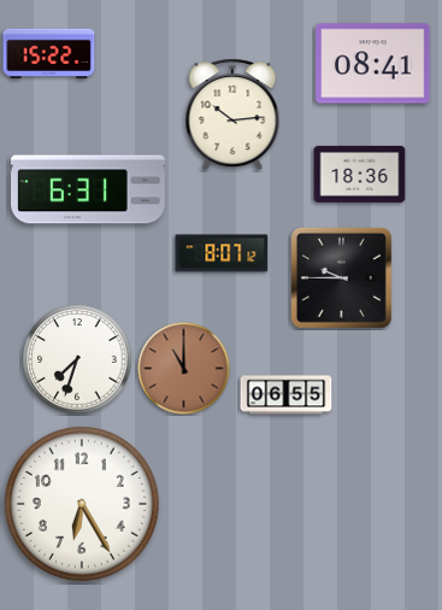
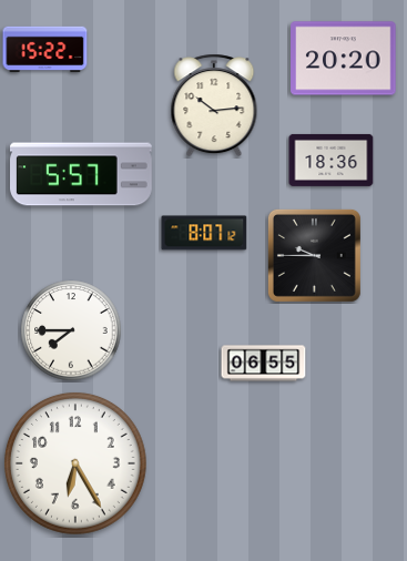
clock at (373, 64): 08:41 -> 20:20
clock at (89, 189): 6:31 -> 5:57
clock at (77, 359): 7:33 -> 7:45
clock at (184, 369): 11:00 -> none
